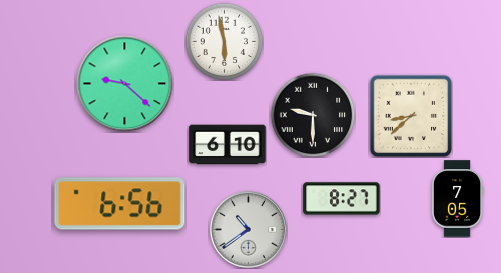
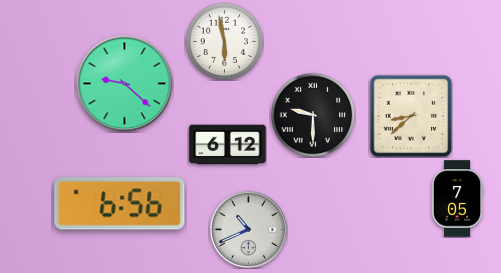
clock at (228, 145): 6:10 -> 6:12
clock at (342, 199): 8:27 -> none
clock at (248, 229): 10:39 -> 10:41
